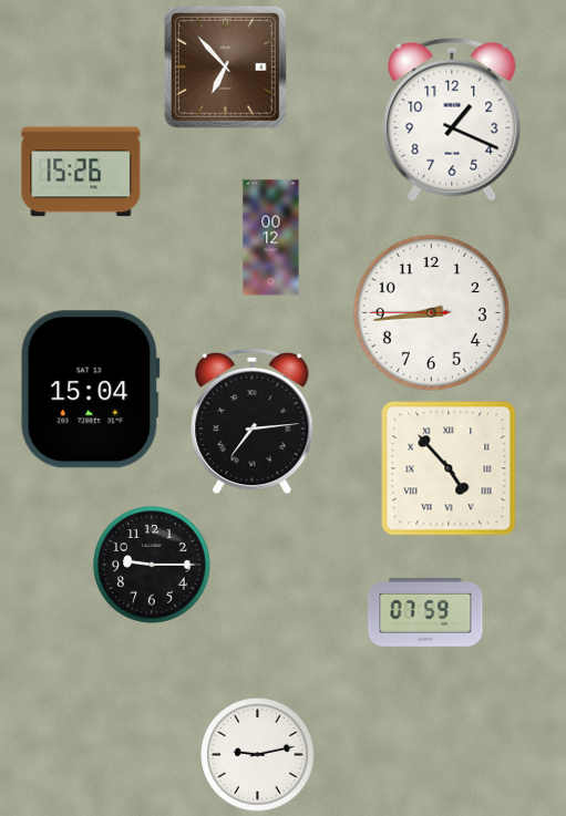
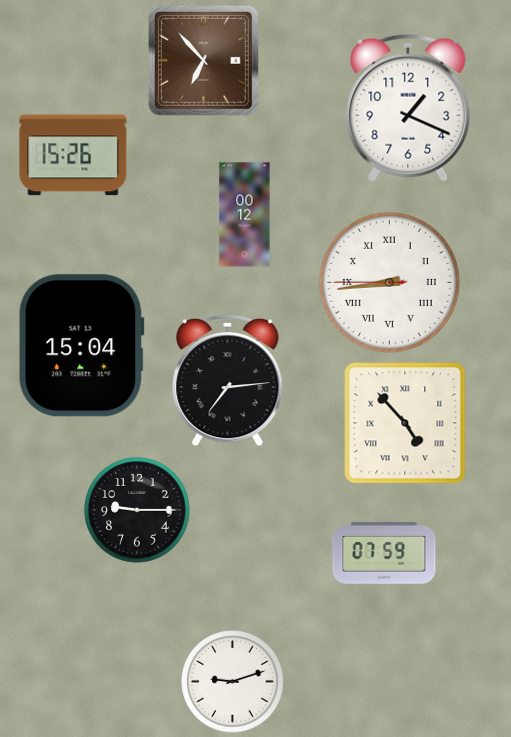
clock at (431, 312) numerals: Arabic -> Roman
clock at (91, 390) position: (91, 390) -> (82, 346)
clock at (258, 755): 9:13 -> 9:12
